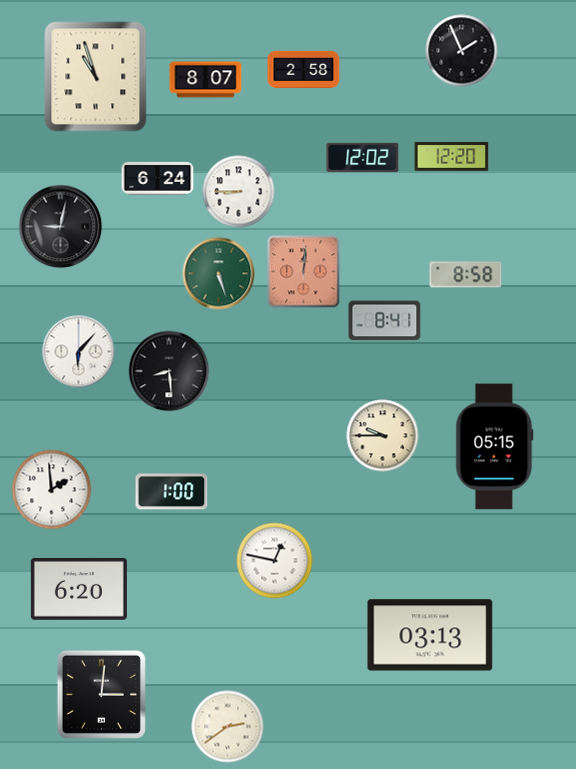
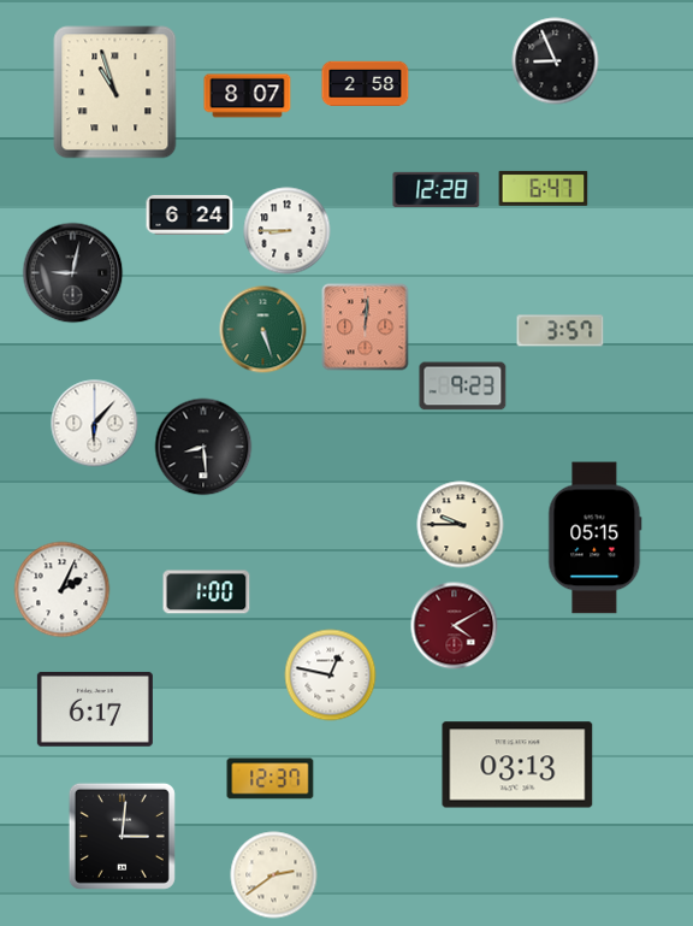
clock at (462, 51): 1:56 -> 8:56
clock at (452, 156): 12:20 -> 6:47
clock at (363, 157): 12:02 -> 12:28
clock at (466, 275): 8:58 -> 3:57
clock at (385, 321): 8:41 -> 9:23
clock at (52, 490): 1:59 -> 2:04
clock at (455, 626): none -> 4:10
clock at (79, 589): 6:20 -> 6:17
clock at (271, 779): none -> 12:37
